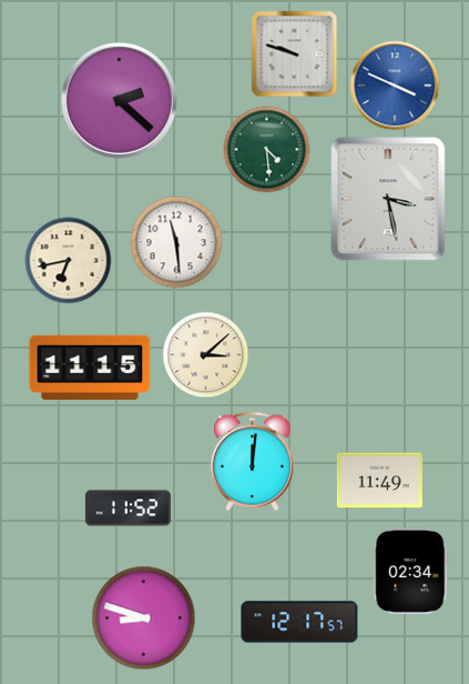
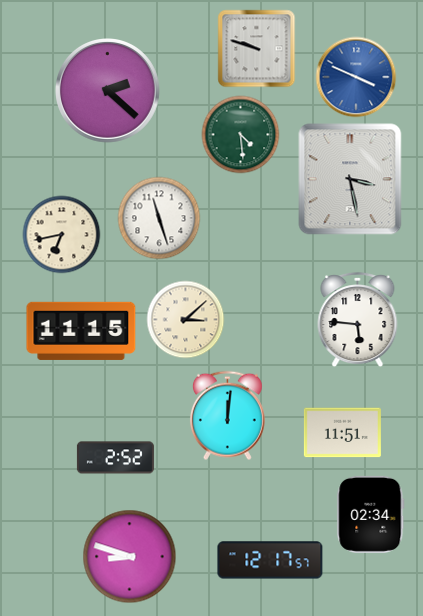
clock at (294, 53) position: (294, 53) -> (256, 48)
clock at (176, 242): 11:29 -> 11:27
clock at (358, 319): none -> 5:46
clock at (379, 481): 11:49 -> 11:51
clock at (128, 509): 11:52 -> 2:52
